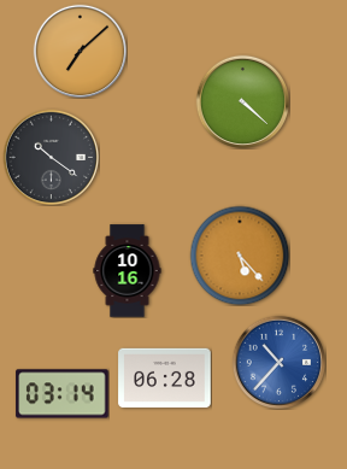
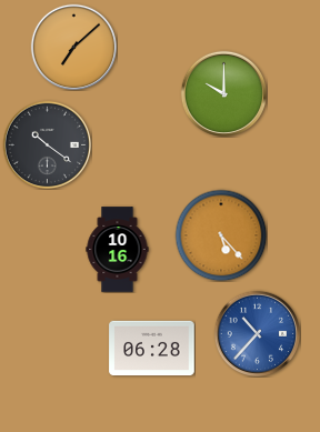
clock at (242, 101): 4:22 -> 10:00
clock at (63, 394): 03:14 -> none
